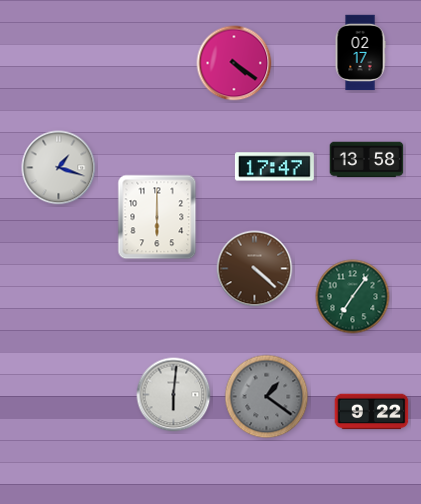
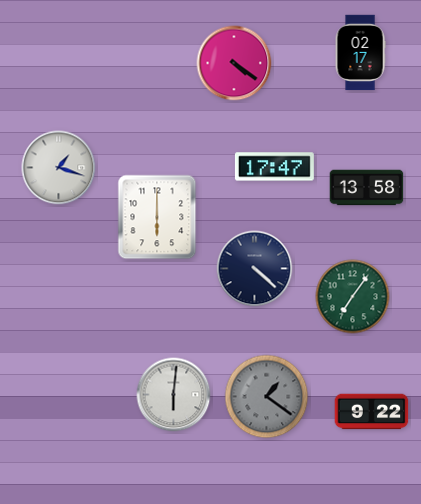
clock at (367, 160) position: (367, 160) -> (367, 188)
clock at (255, 269) dial: brown -> navy
